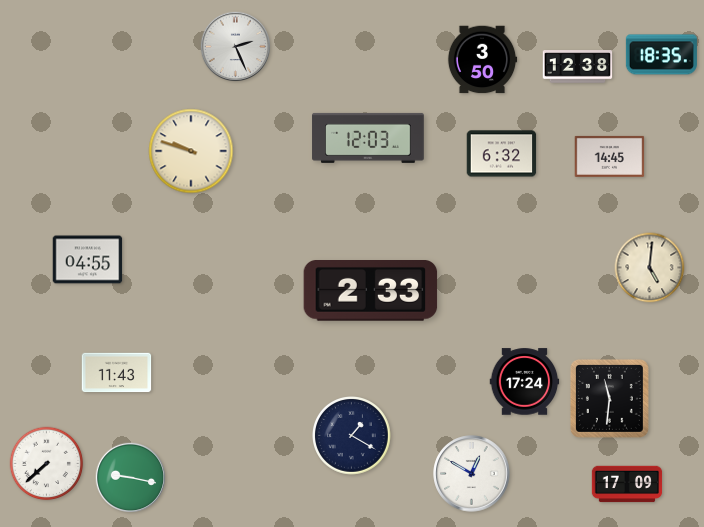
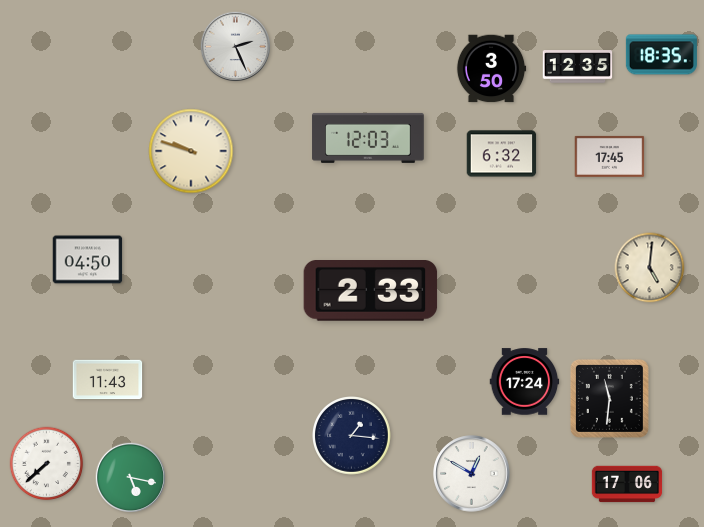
clock at (482, 60) position: (482, 60) -> (491, 69)
clock at (578, 67): 12:38 -> 12:35
clock at (610, 156): 14:45 -> 17:45
clock at (88, 260): 04:55 -> 04:50
clock at (117, 373) position: (117, 373) -> (108, 380)
clock at (352, 436): 1:20 -> 1:16
clock at (131, 478): 9:17 -> 5:17
clock at (627, 484): 17:09 -> 17:06
